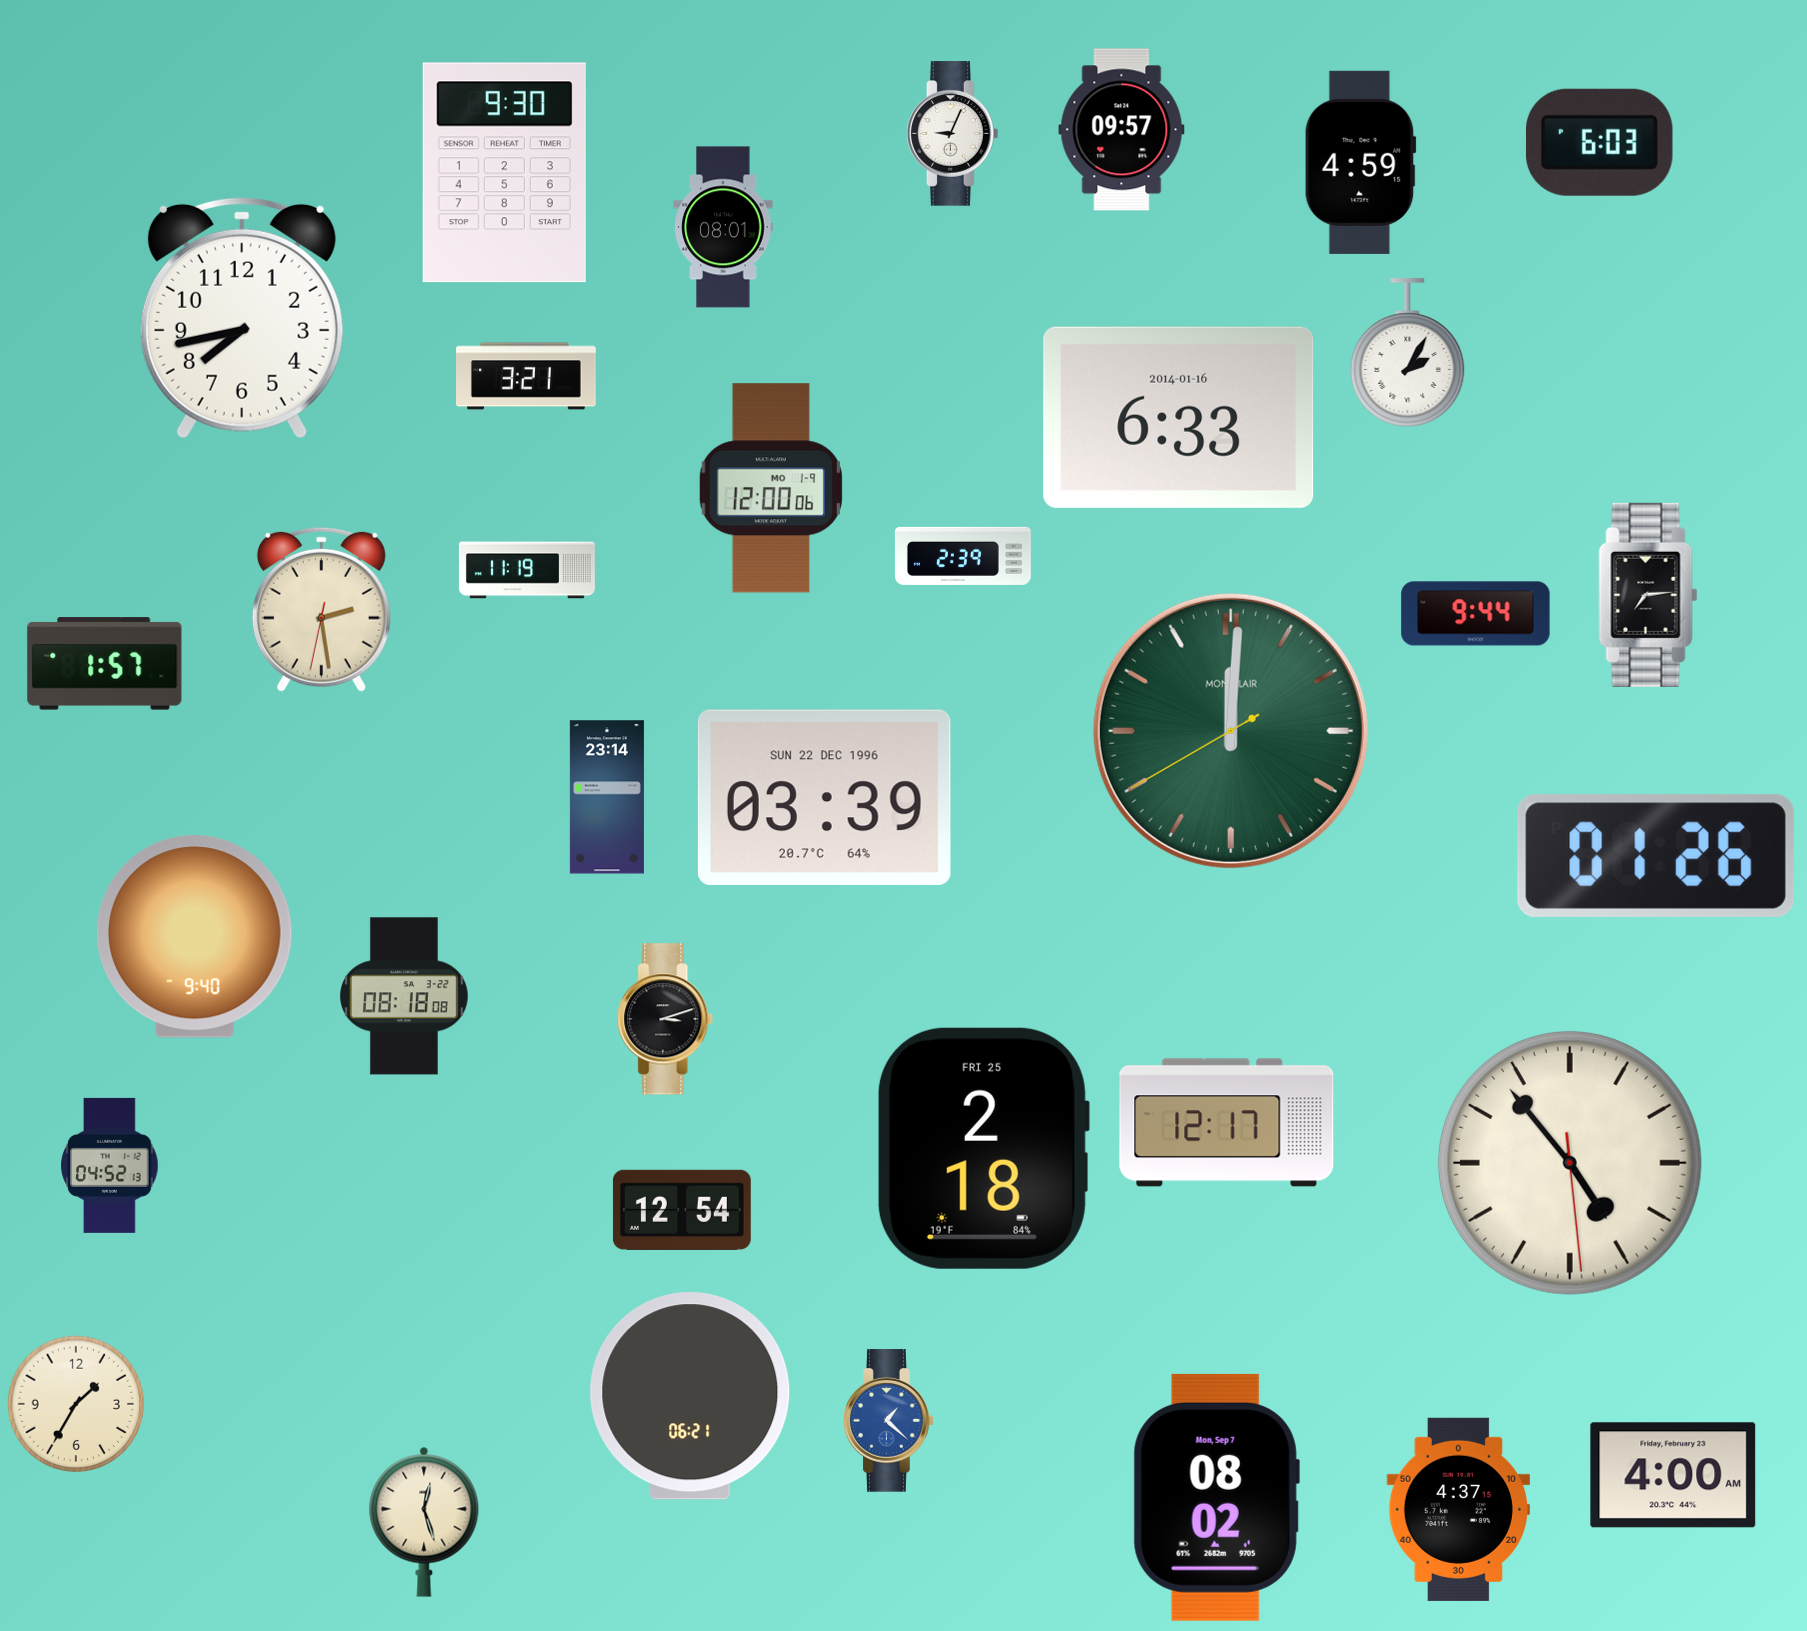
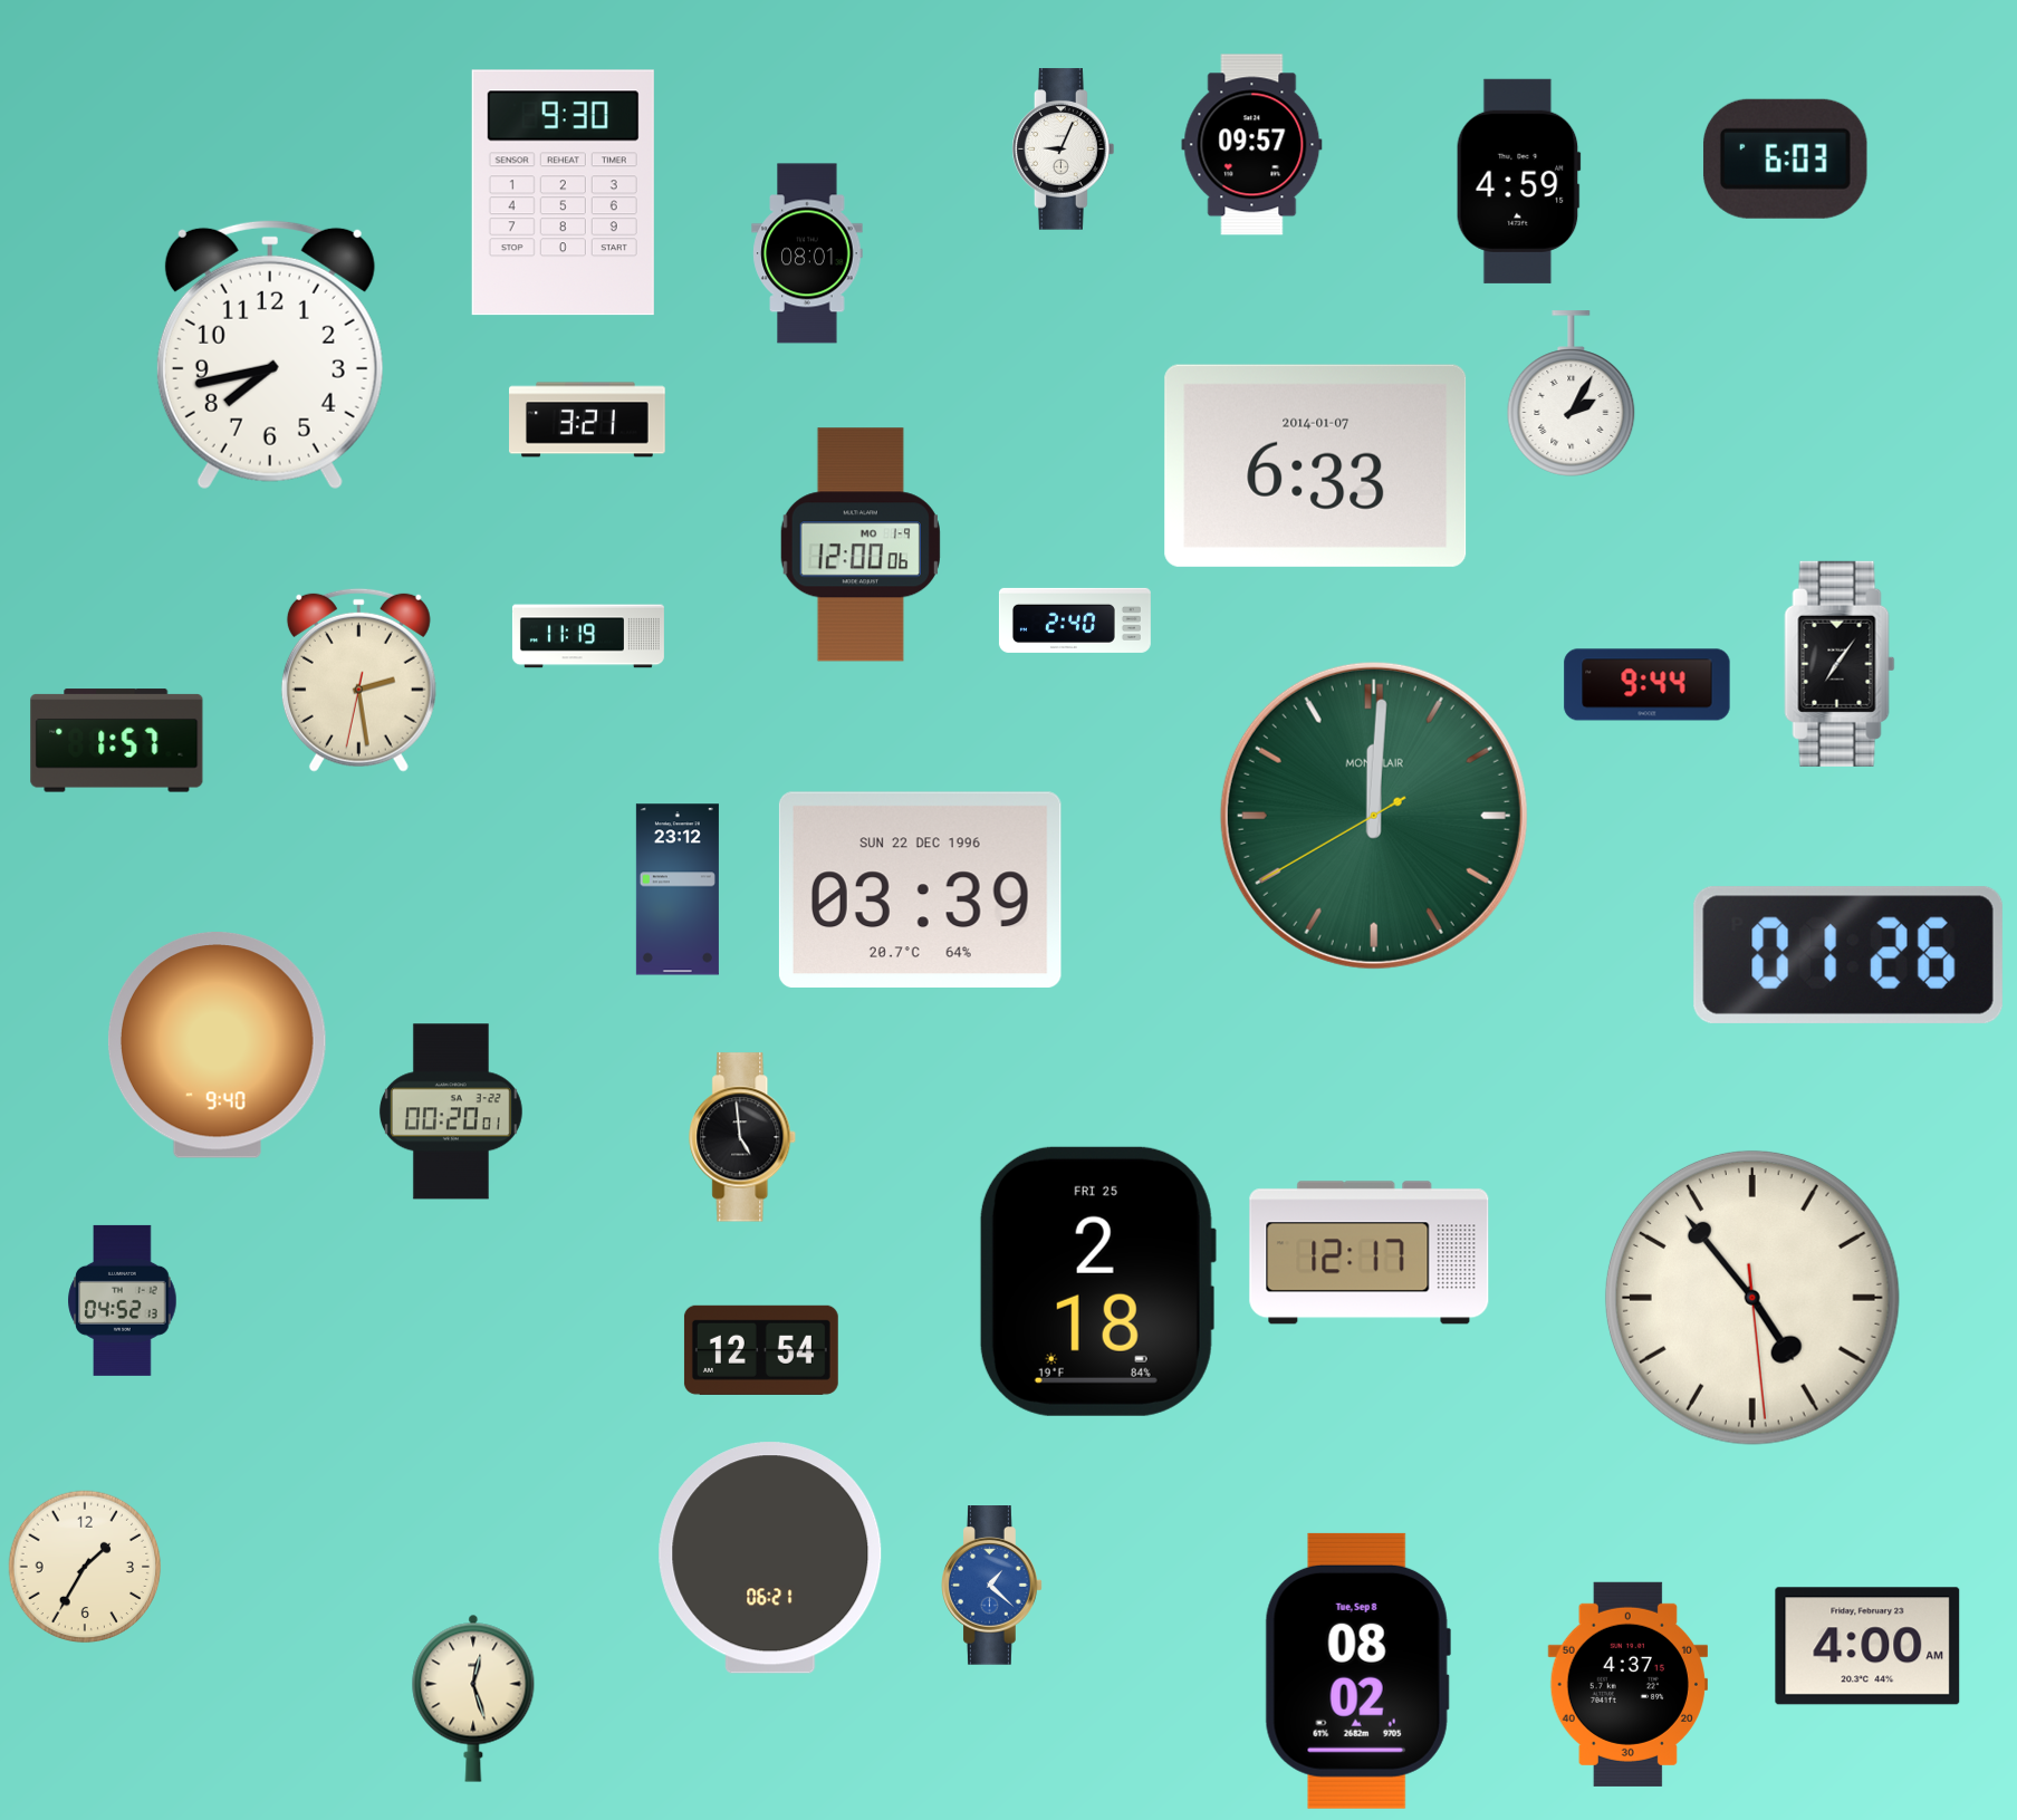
clock at (1179, 417) date: 2014-01-16 -> 2014-01-07
clock at (963, 556): 2:39 -> 2:40
clock at (1648, 595): 7:14 -> 7:06
clock at (607, 797): 23:14 -> 23:12
clock at (404, 996): 08:18 -> 00:20
clock at (666, 1019): 3:12 -> 4:59
clock at (1216, 1497) date: Mon, Sep 7 -> Tue, Sep 8
